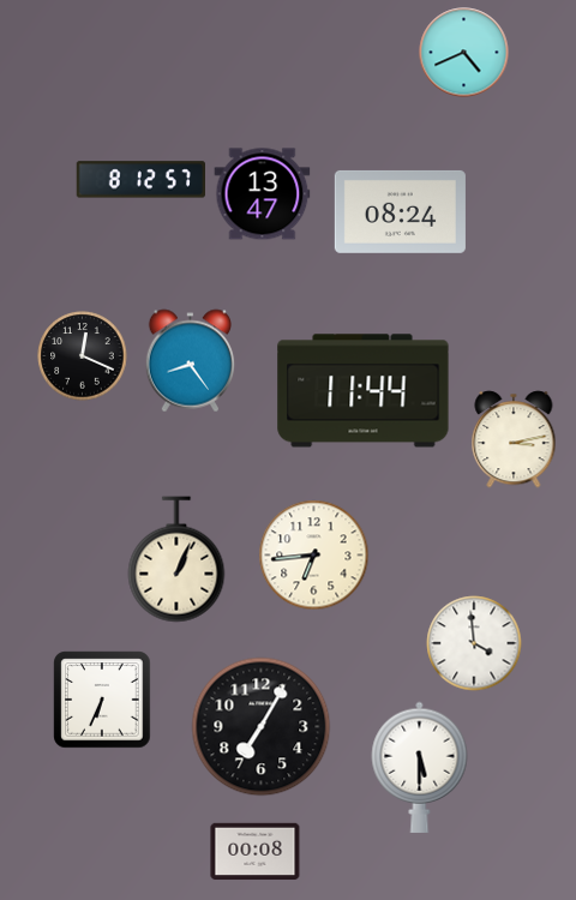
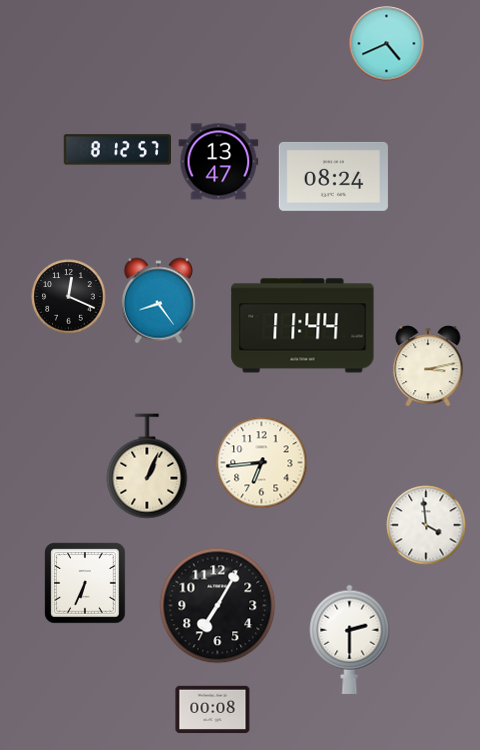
clock at (474, 643) position: (474, 643) -> (426, 525)
clock at (420, 767): 5:30 -> 2:30
